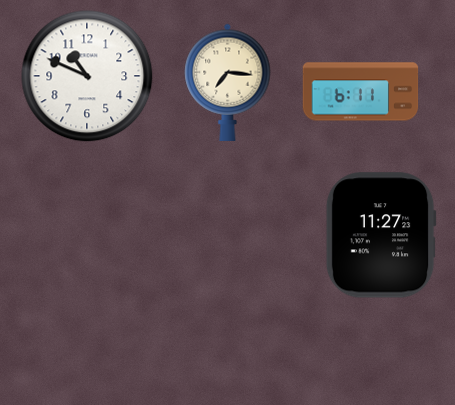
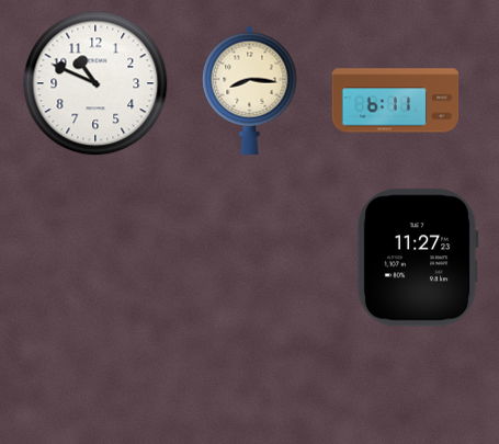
clock at (228, 82): 7:16 -> 8:16
